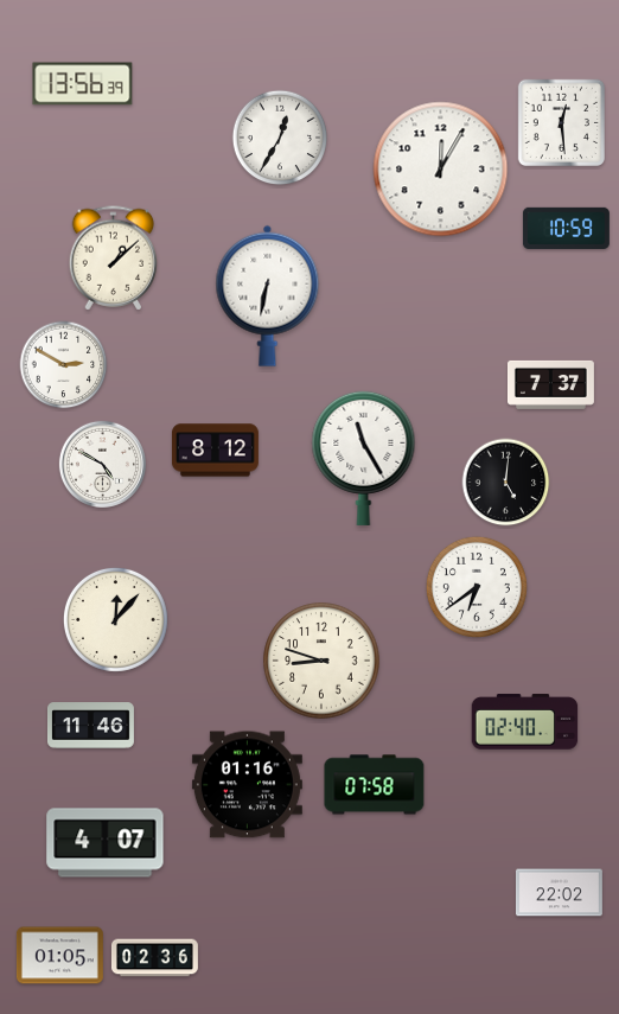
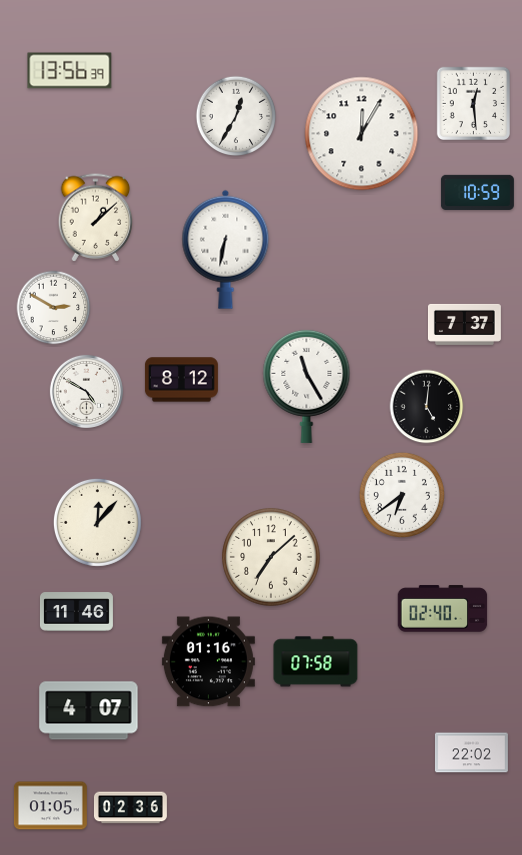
clock at (441, 170) position: (441, 170) -> (362, 134)
clock at (321, 661): 8:48 -> 7:08
